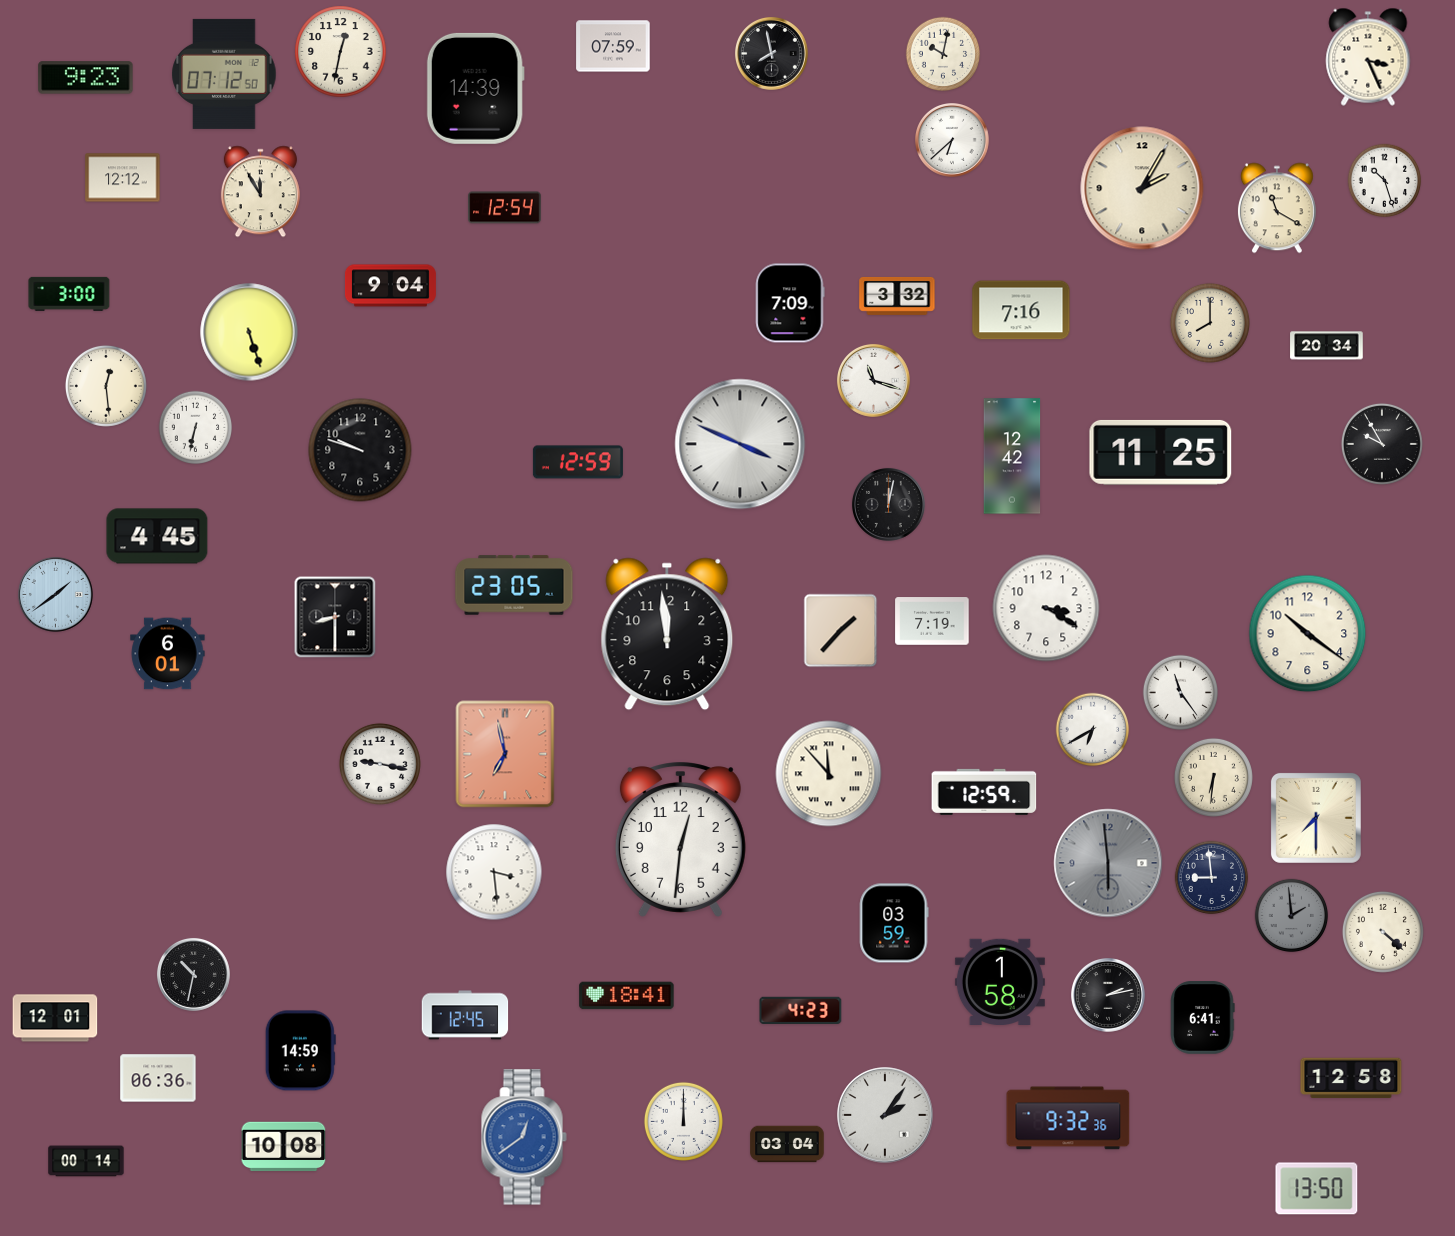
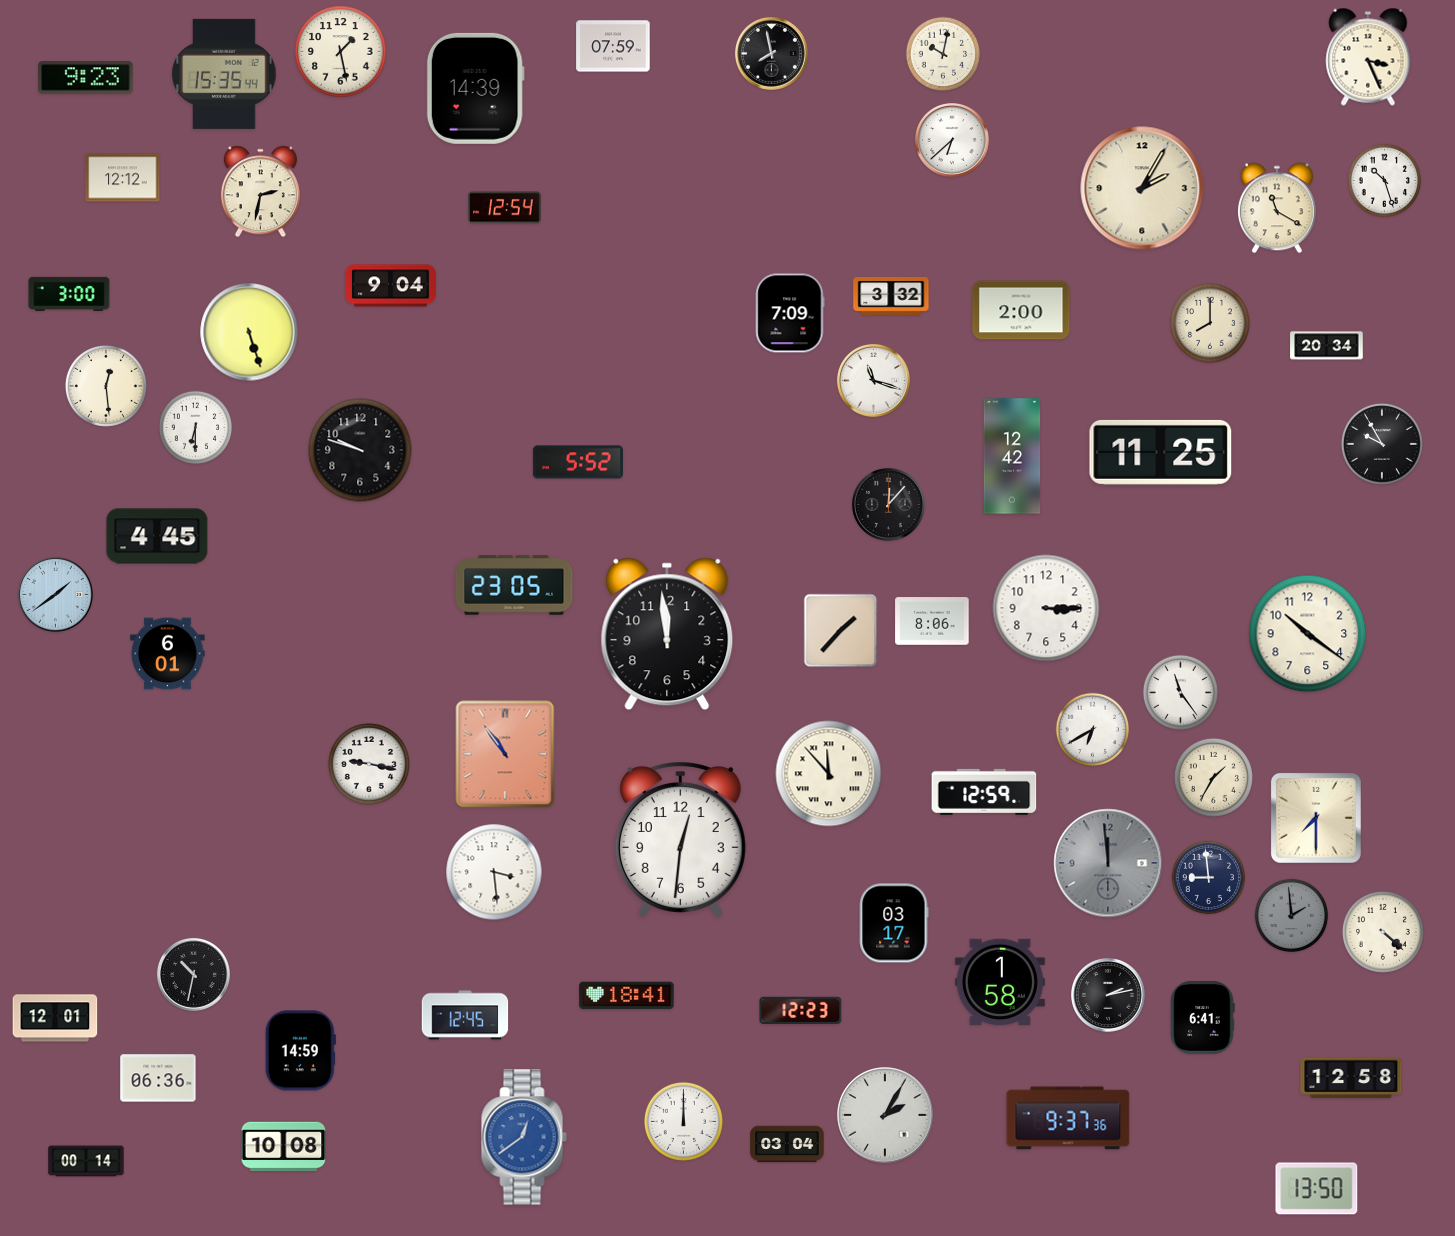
clock at (341, 52): 12:32 -> 1:28
clock at (224, 74): 07:12 -> 15:35
clock at (260, 192): 11:55 -> 2:32
clock at (897, 296) position: (897, 296) -> (891, 296)
clock at (790, 303) position: (790, 303) -> (790, 313)
clock at (1021, 310): 7:16 -> 2:00
clock at (196, 428): 6:32 -> 6:30
clock at (740, 444): 3:49 -> none
clock at (578, 462): 12:59 -> 5:52
clock at (889, 505): 12:02 -> 12:07
clock at (1046, 608): 3:20 -> 3:15
clock at (335, 617): 8:30 -> none
clock at (932, 621): 7:19 -> 8:06
clock at (505, 754): 6:58 -> 10:54
clock at (380, 764) position: (380, 764) -> (369, 764)
clock at (1213, 777): 6:31 -> 1:35
clock at (1108, 863): 5:59 -> 11:59
clock at (1212, 878) position: (1212, 878) -> (1209, 878)
clock at (894, 923): 03:59 -> 03:17
clock at (801, 1010): 4:23 -> 12:23
clock at (885, 1115): 2:06 -> 2:05
clock at (1068, 1118): 9:32 -> 9:37
